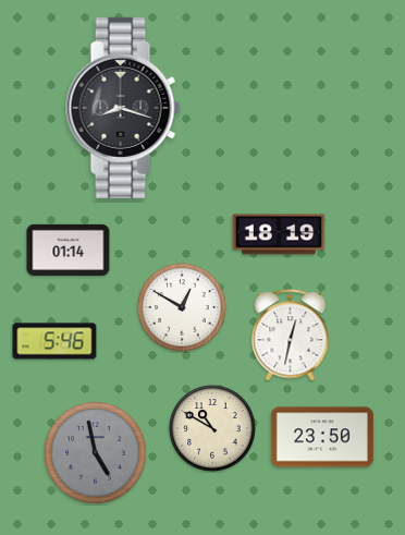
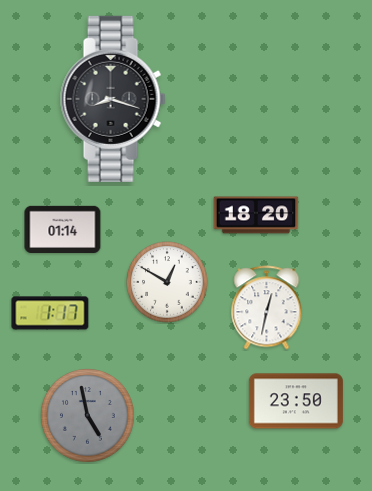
clock at (279, 234): 18:19 -> 18:20
clock at (54, 341): 5:46 -> 1:17
clock at (212, 428): 10:50 -> none
